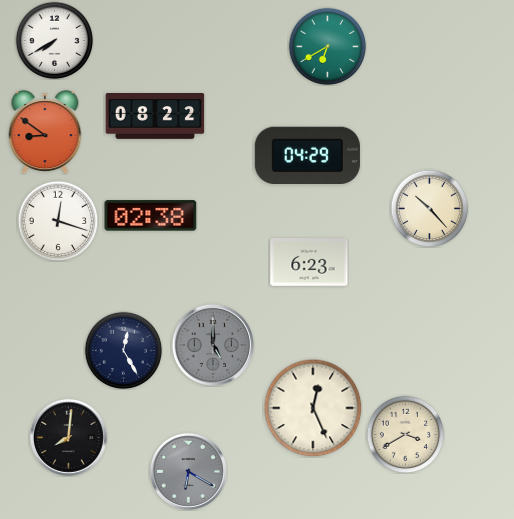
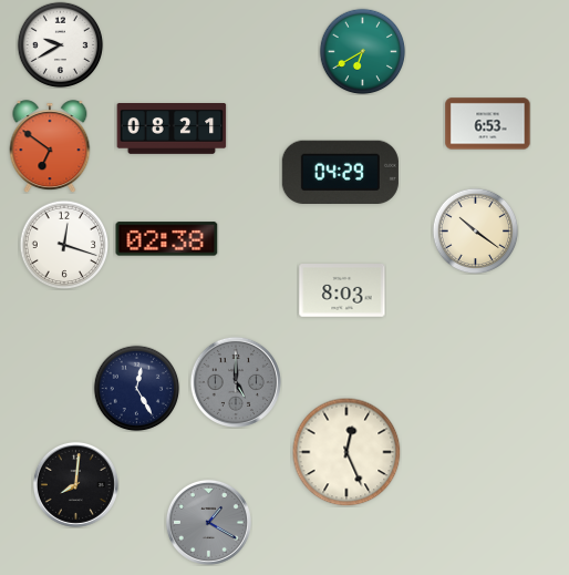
clock at (54, 40): 7:40 -> 9:40
clock at (488, 124): none -> 6:53
clock at (155, 117): 08:22 -> 08:21
clock at (45, 132): 8:51 -> 6:51
clock at (429, 208): 10:23 -> 10:21
clock at (309, 263): 6:23 -> 8:03
clock at (405, 434): 3:40 -> none
clock at (188, 471): 6:20 -> 1:20
